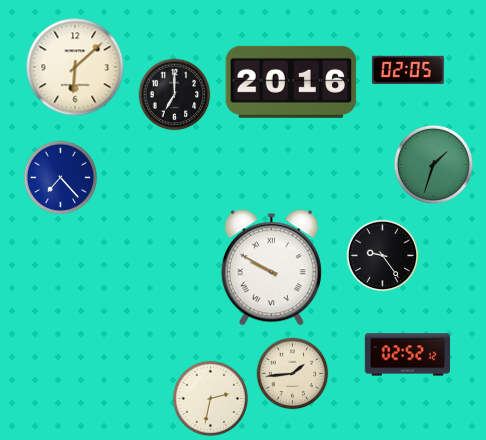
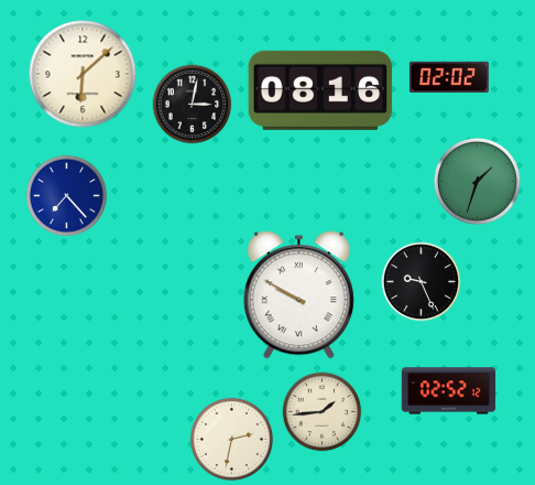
clock at (408, 70): 02:05 -> 02:02
clock at (291, 82): 20:16 -> 08:16
clock at (175, 95): 7:00 -> 3:02
clock at (383, 256): 9:24 -> 9:26
